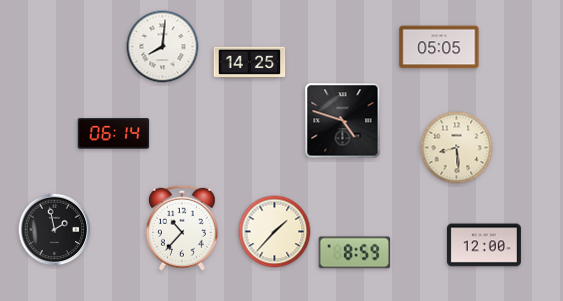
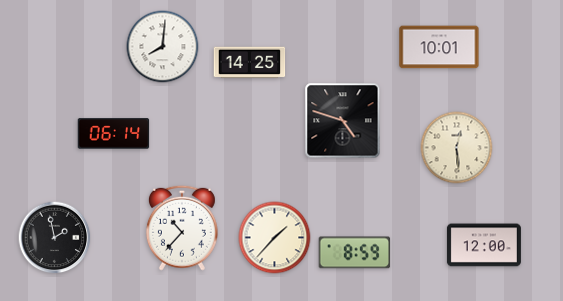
clock at (439, 47): 05:05 -> 10:01
clock at (457, 148): 8:29 -> 12:29
clock at (55, 230) position: (55, 230) -> (55, 238)
clock at (275, 232) position: (275, 232) -> (275, 238)
